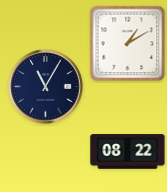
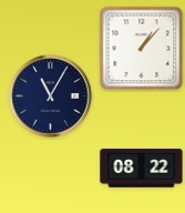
clock at (128, 44): 1:10 -> 1:07
